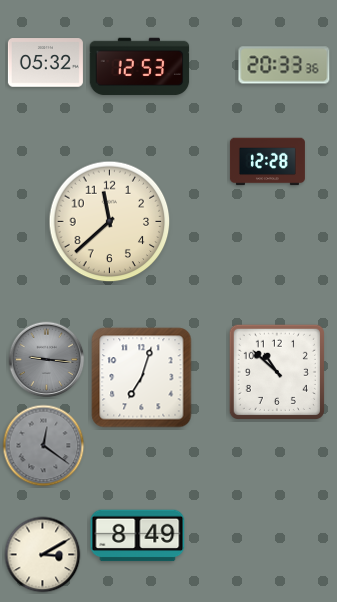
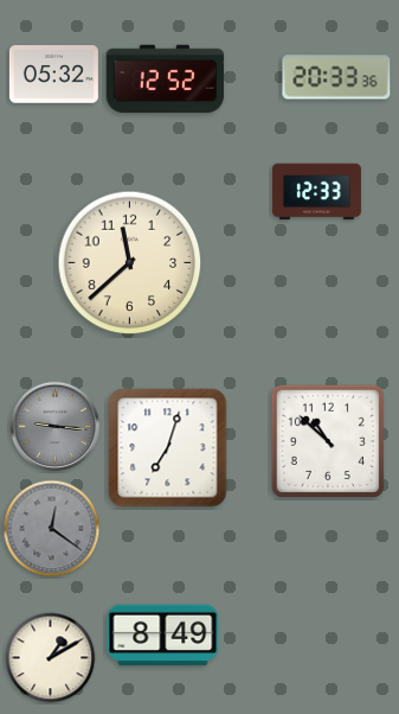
clock at (140, 67): 12:53 -> 12:52
clock at (267, 162): 12:28 -> 12:33
clock at (43, 555): 3:10 -> 1:10
